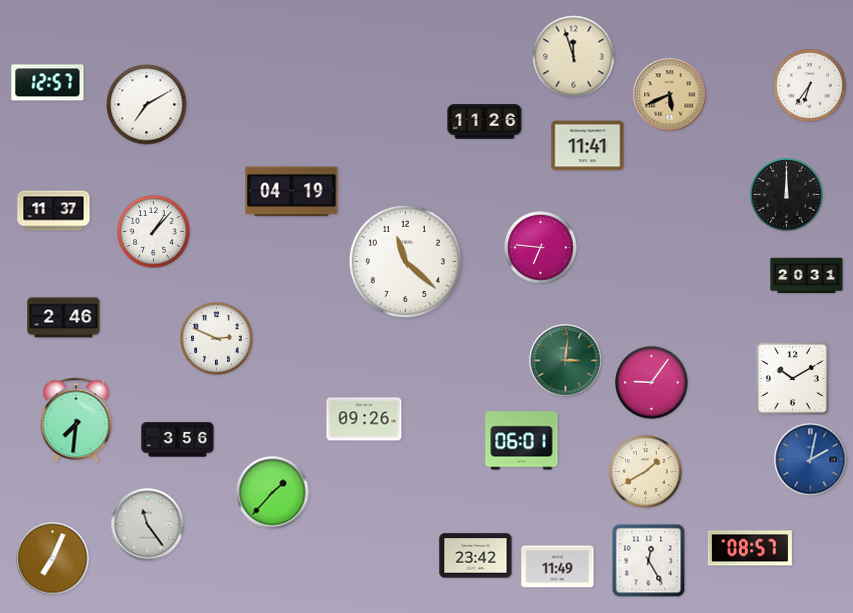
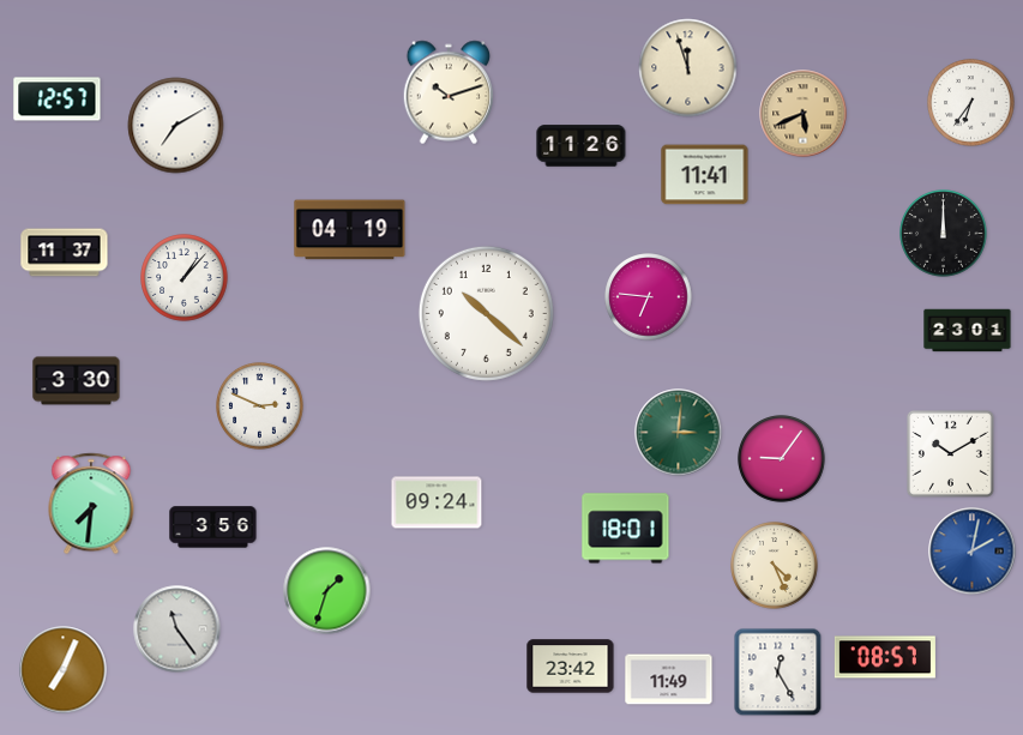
clock at (449, 92): none -> 10:12
clock at (405, 261): 11:22 -> 10:22
clock at (807, 276): 20:31 -> 23:01
clock at (64, 318): 2:46 -> 3:30
clock at (364, 419): 09:26 -> 09:24
clock at (522, 441): 06:01 -> 18:01
clock at (646, 472): 1:40 -> 4:26
clock at (273, 493): 1:37 -> 1:33
clock at (750, 548) position: (750, 548) -> (885, 657)
